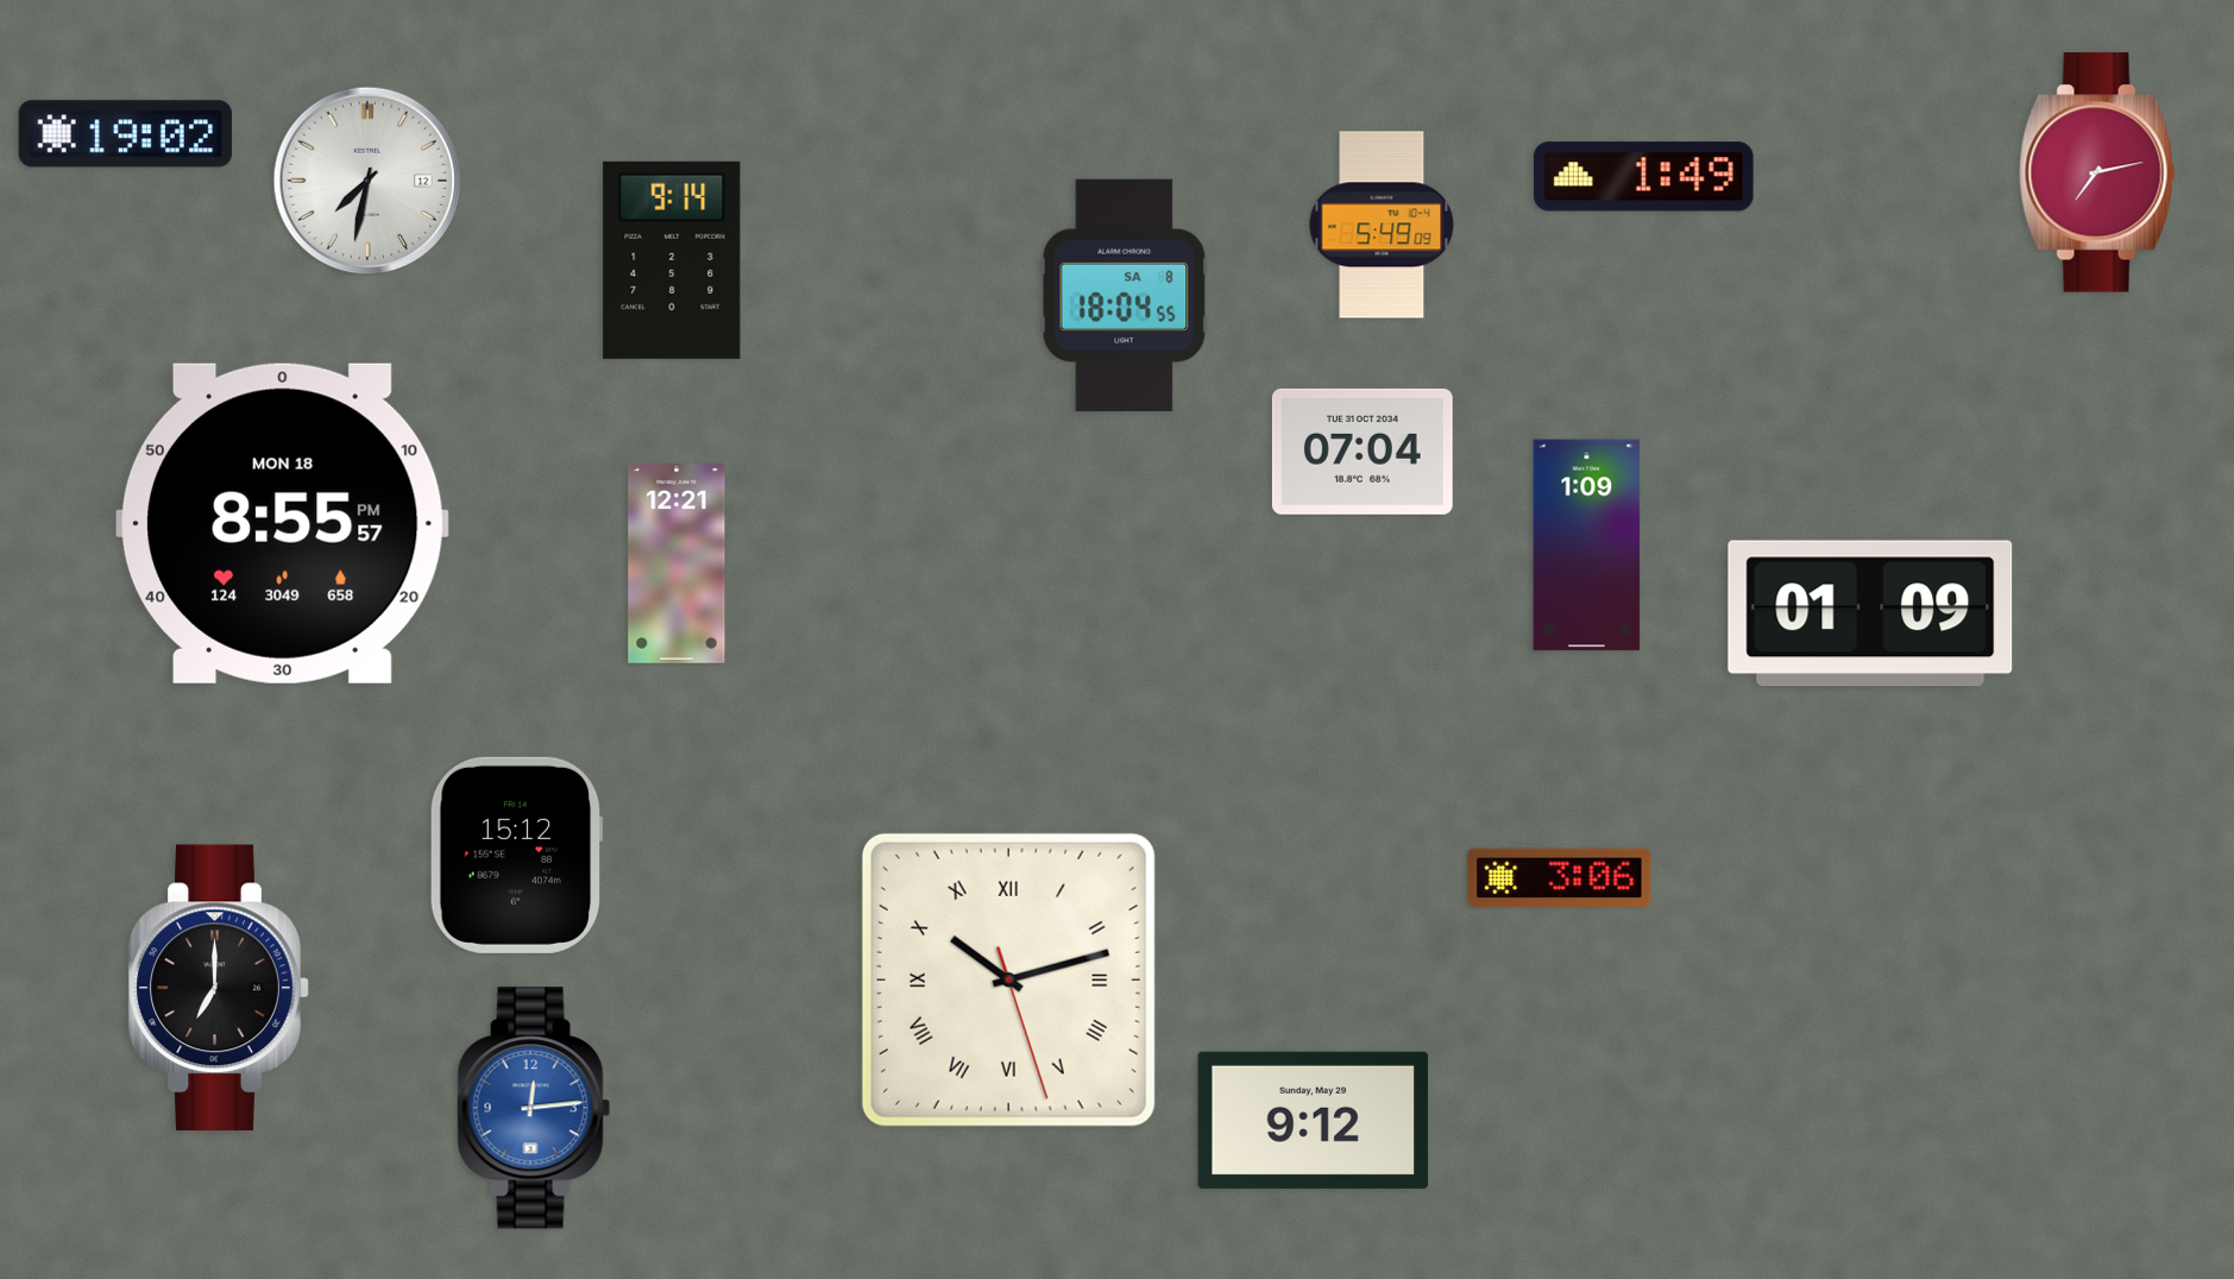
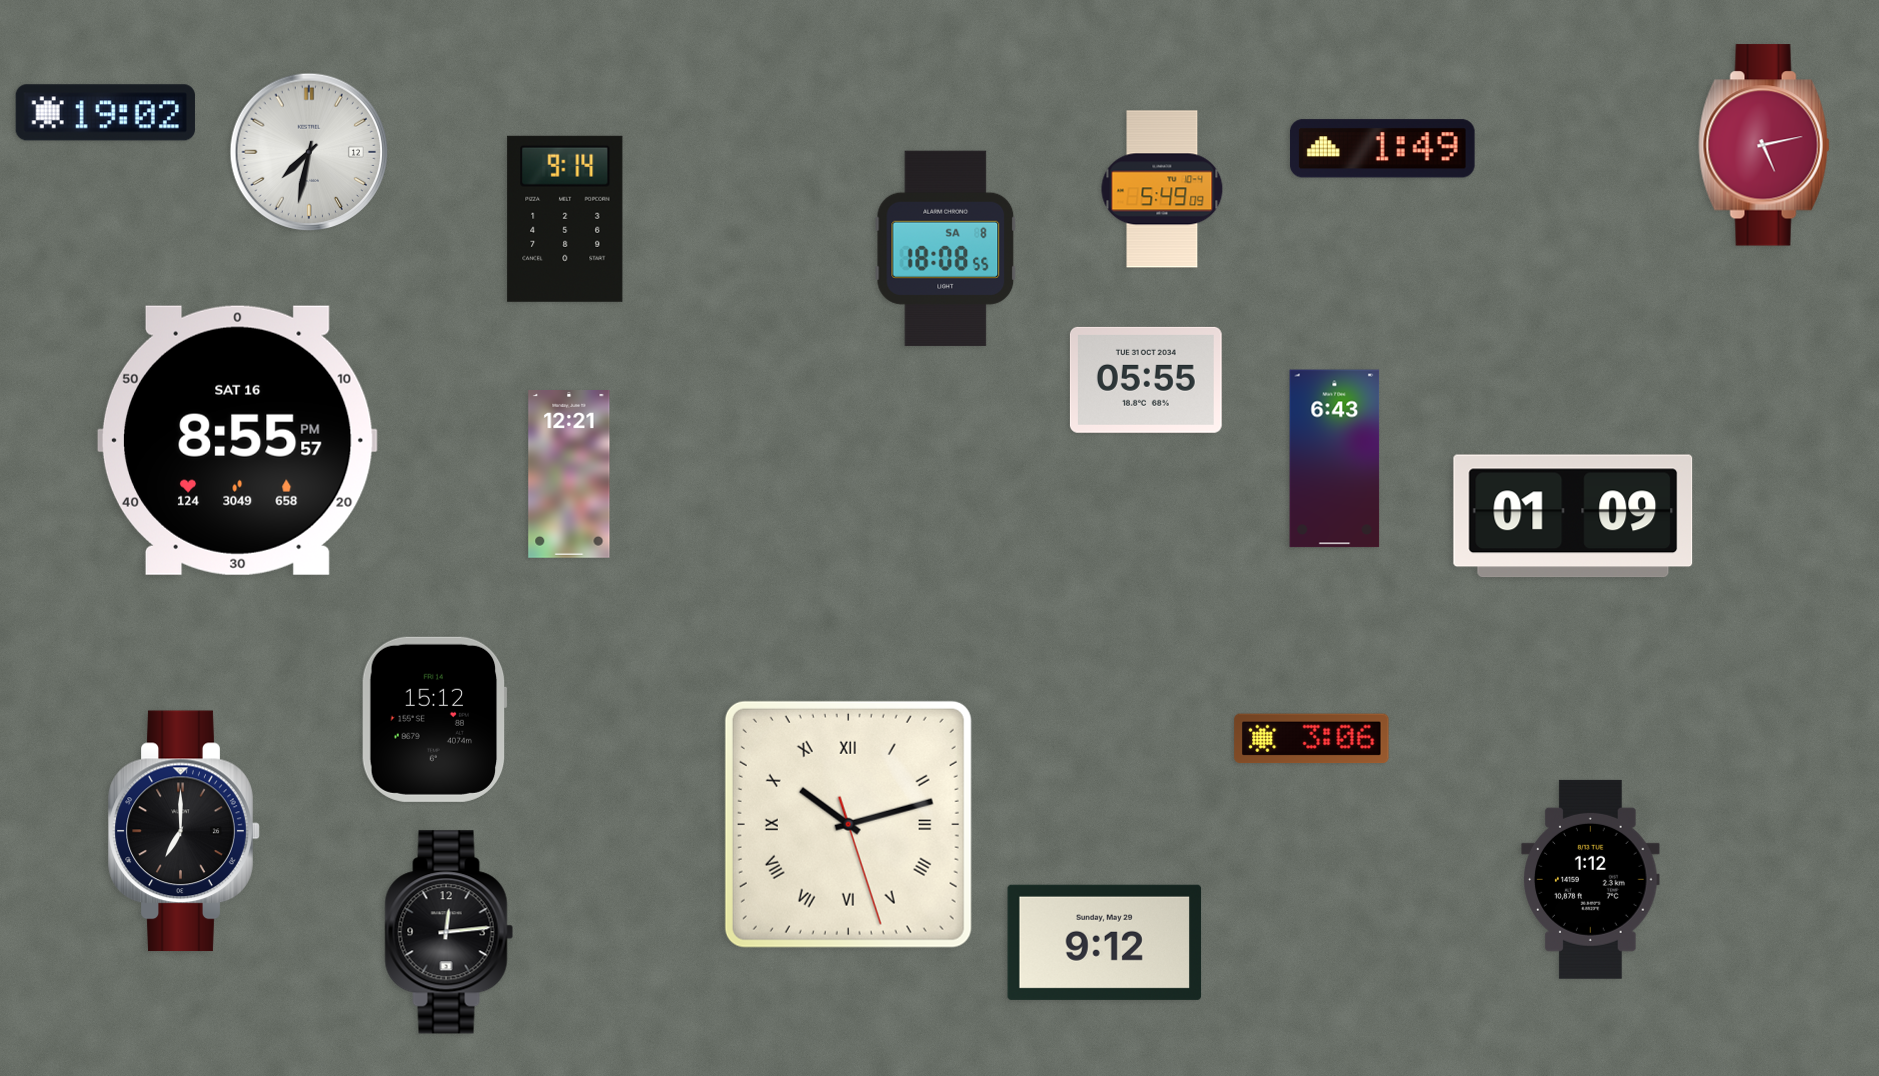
clock at (2097, 172): 7:13 -> 5:13
clock at (1125, 295): 18:04 -> 18:08
clock at (1363, 452): 07:04 -> 05:55
clock at (282, 523) date: MON 18 -> SAT 16
clock at (1587, 546): 1:09 -> 6:43
clock at (1591, 879): none -> 1:12
clock at (534, 1108) dial: blue -> black
